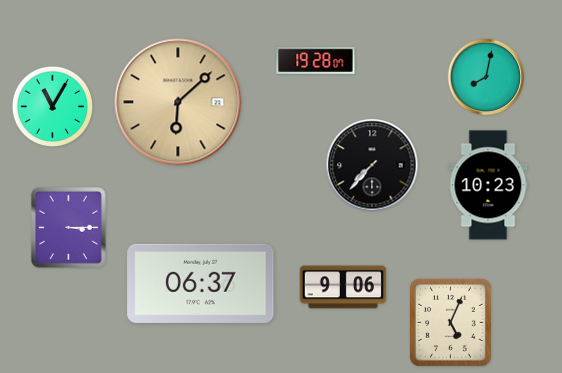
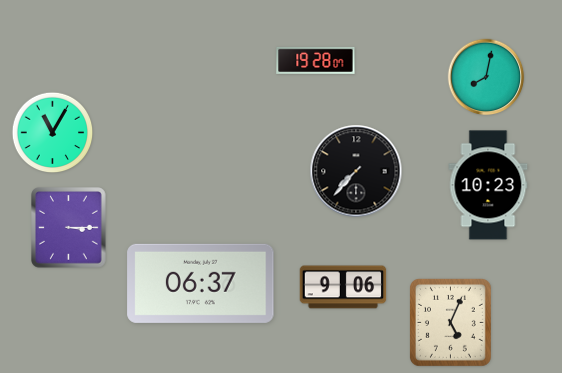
clock at (178, 102): 6:08 -> none
clock at (53, 107) position: (53, 107) -> (53, 133)
clock at (372, 165) position: (372, 165) -> (356, 171)
